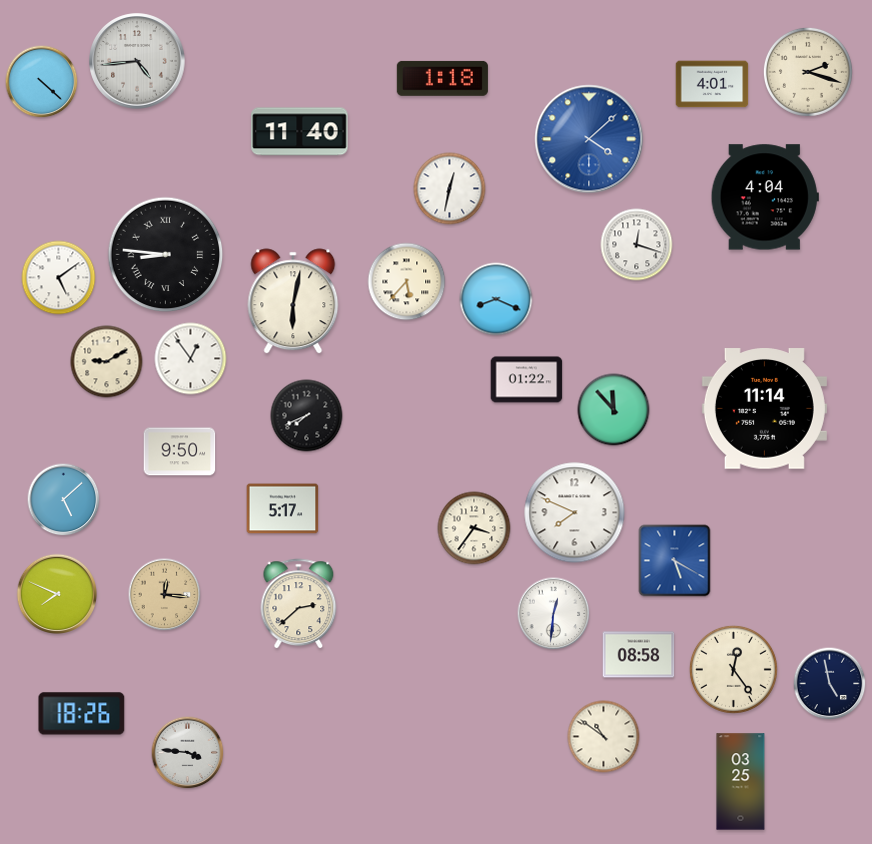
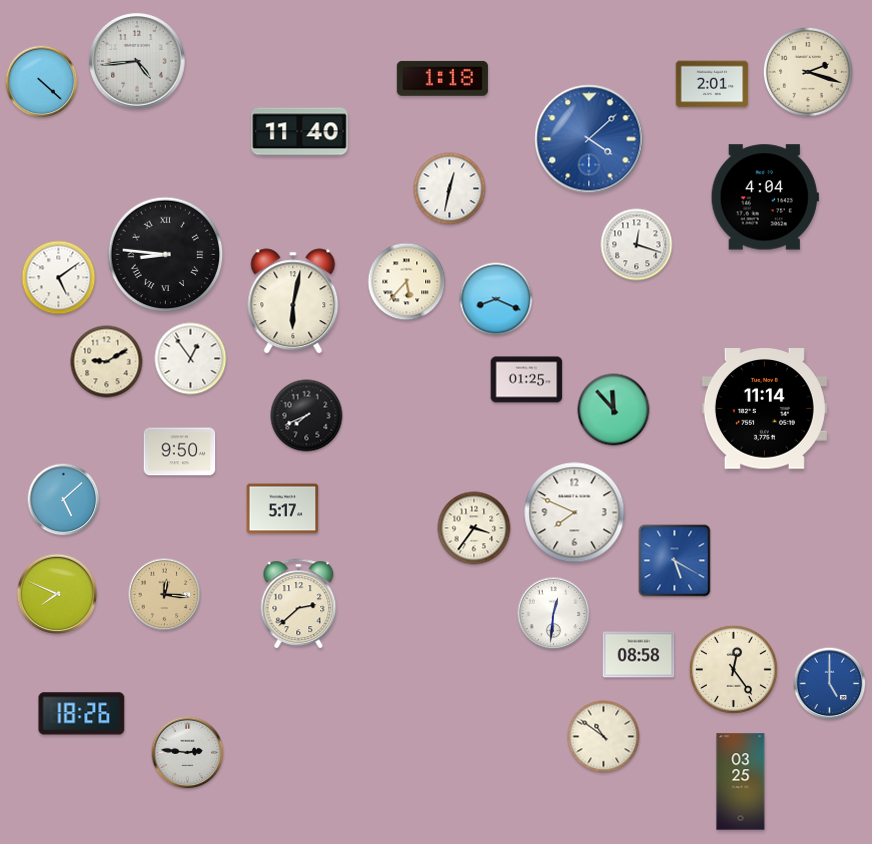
clock at (712, 84): 4:01 -> 2:01
clock at (527, 380): 01:22 -> 01:25
clock at (830, 684): 4:58 -> 5:00
clock at (830, 684) dial: navy -> blue
clock at (188, 753): 3:46 -> 2:46
